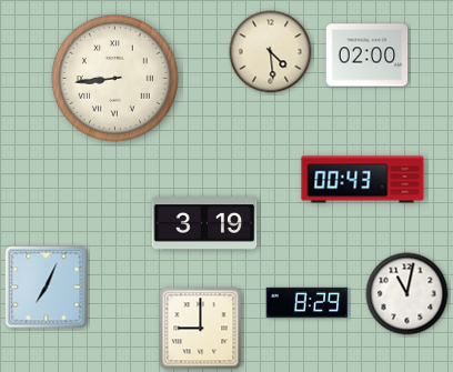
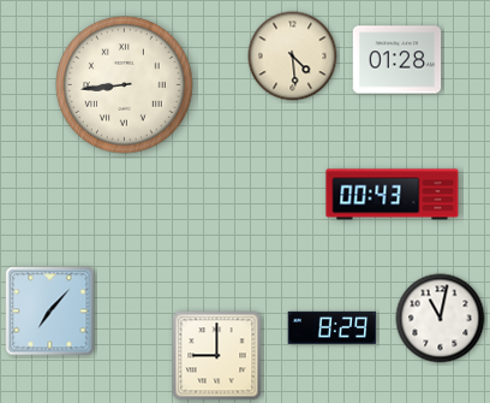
clock at (368, 56): 02:00 -> 01:28
clock at (204, 223): 3:19 -> none
clock at (47, 288): 7:04 -> 7:07
